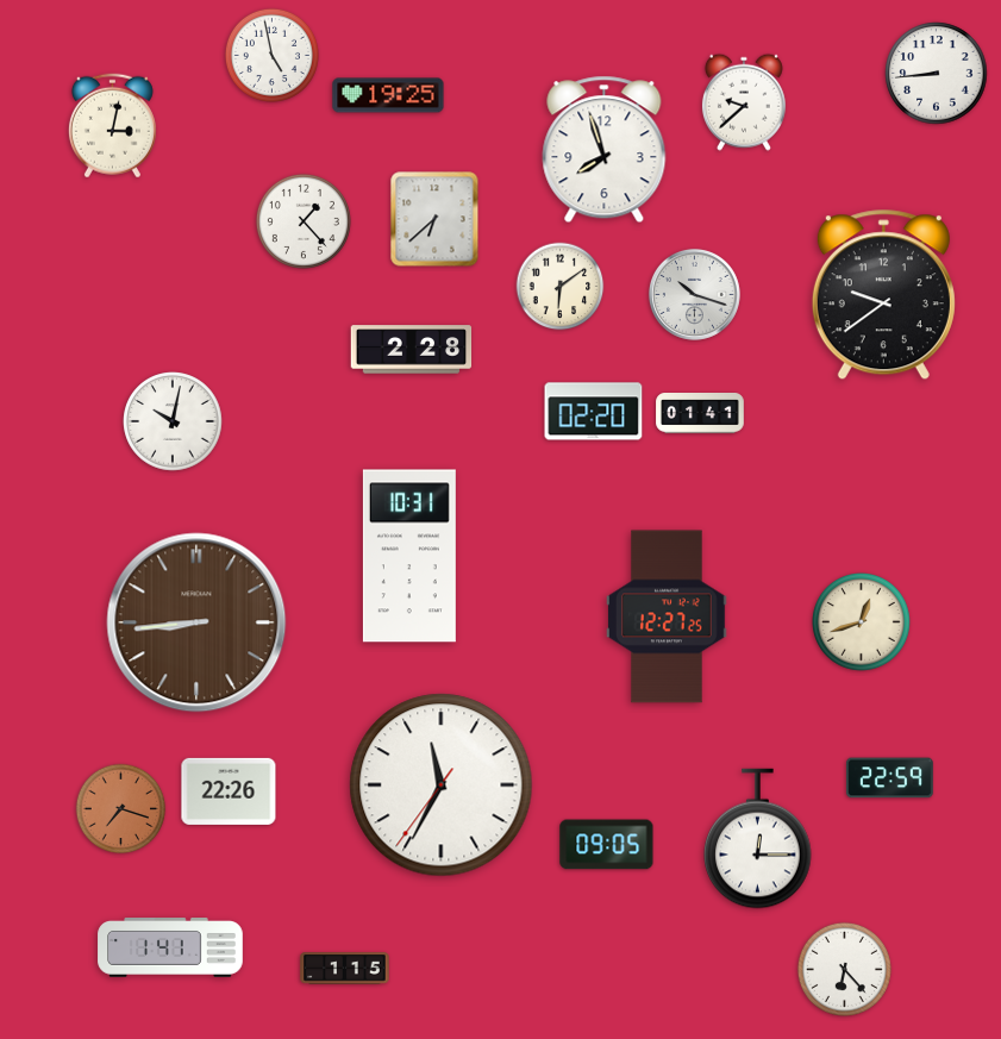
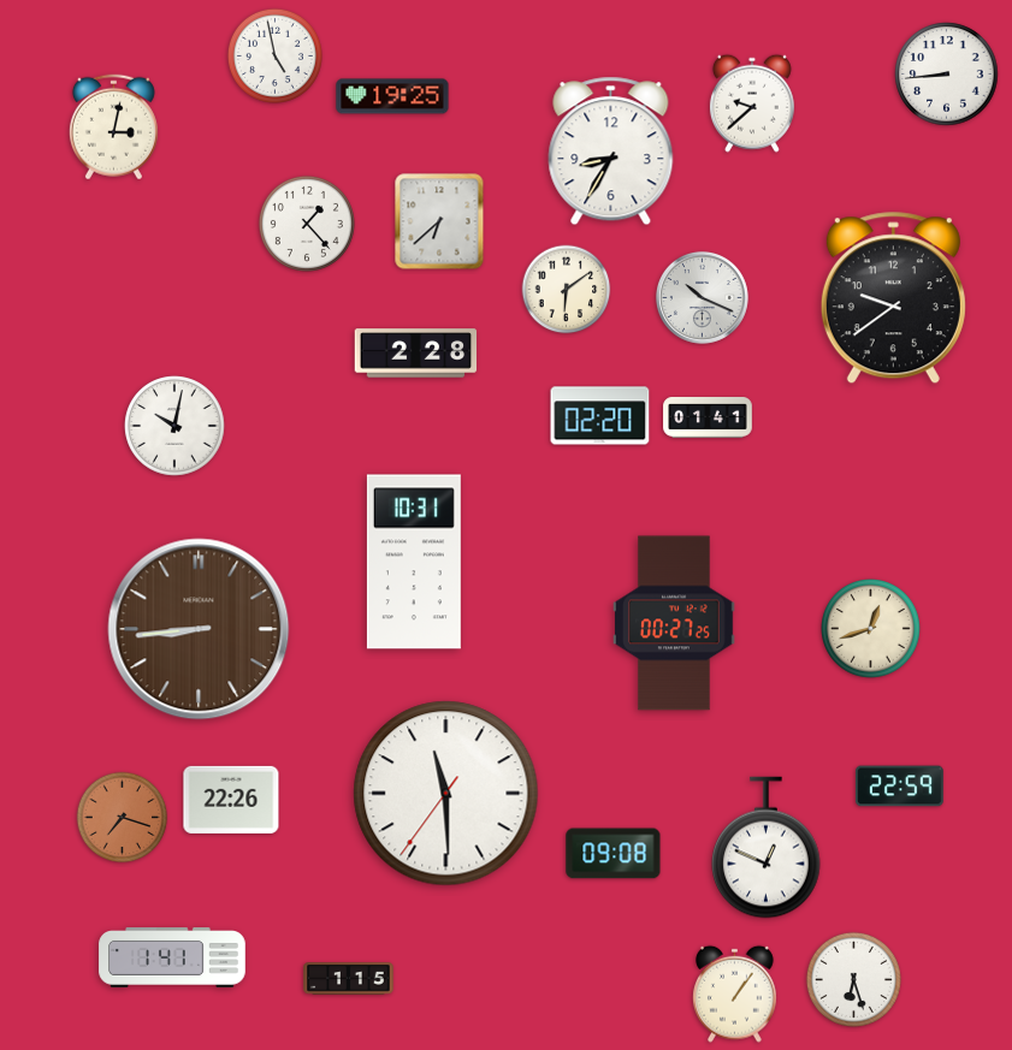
clock at (605, 150): 7:57 -> 8:35
clock at (694, 294): 10:18 -> 10:19
clock at (667, 616): 12:27 -> 00:27
clock at (442, 785): 11:34 -> 11:29
clock at (758, 839): 12:15 -> 12:49
clock at (607, 845): 09:05 -> 09:08
clock at (844, 969): 6:23 -> 6:27
clock at (735, 993): none -> 1:06
